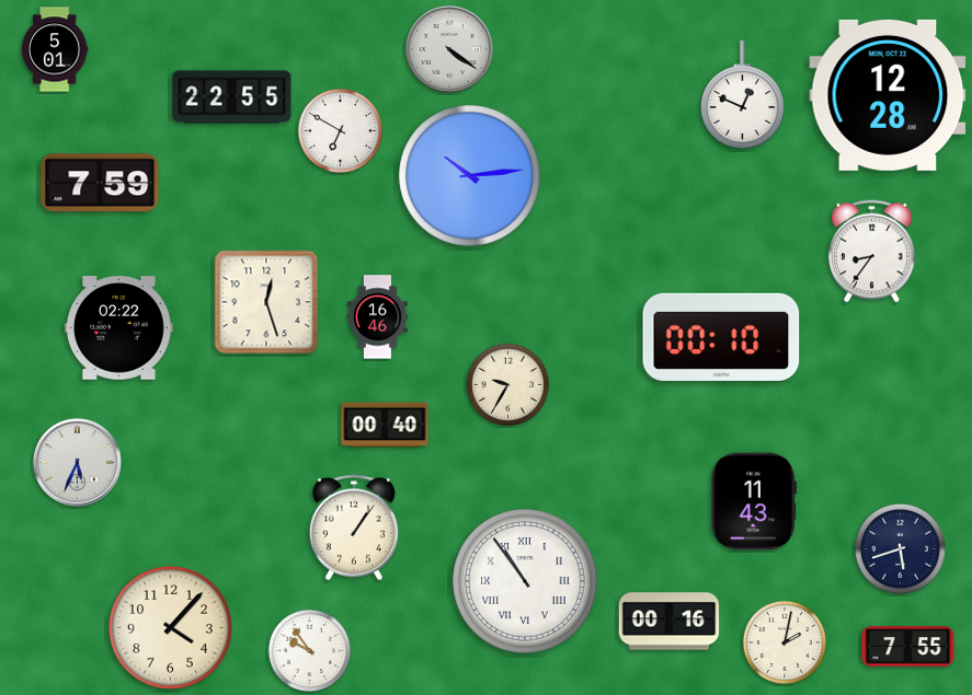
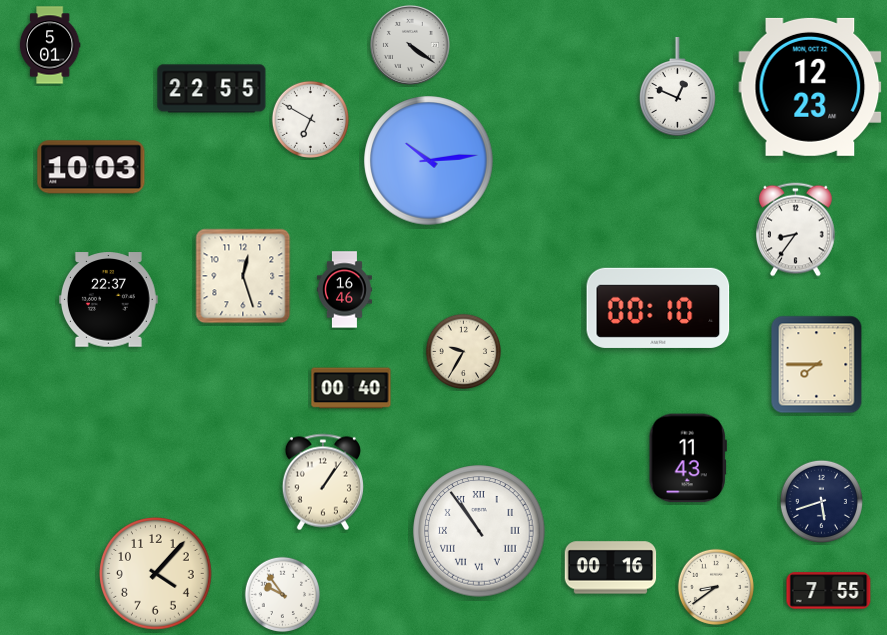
clock at (888, 95): 12:28 -> 12:23
clock at (100, 183): 7:59 -> 10:03
clock at (119, 328): 02:22 -> 22:37
clock at (817, 365): none -> 7:45
clock at (77, 462): 5:34 -> none
clock at (784, 641): 2:02 -> 8:39
